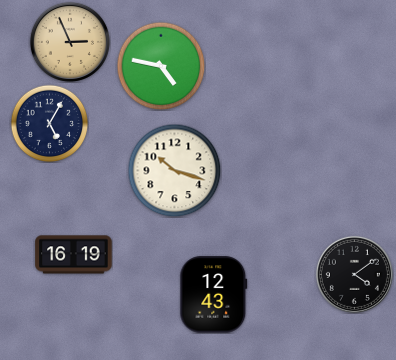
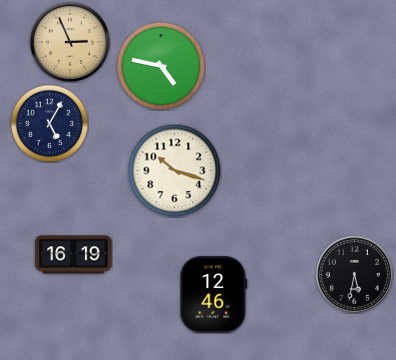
clock at (354, 274): 4:09 -> 5:32
clock at (214, 295): 12:43 -> 12:46
